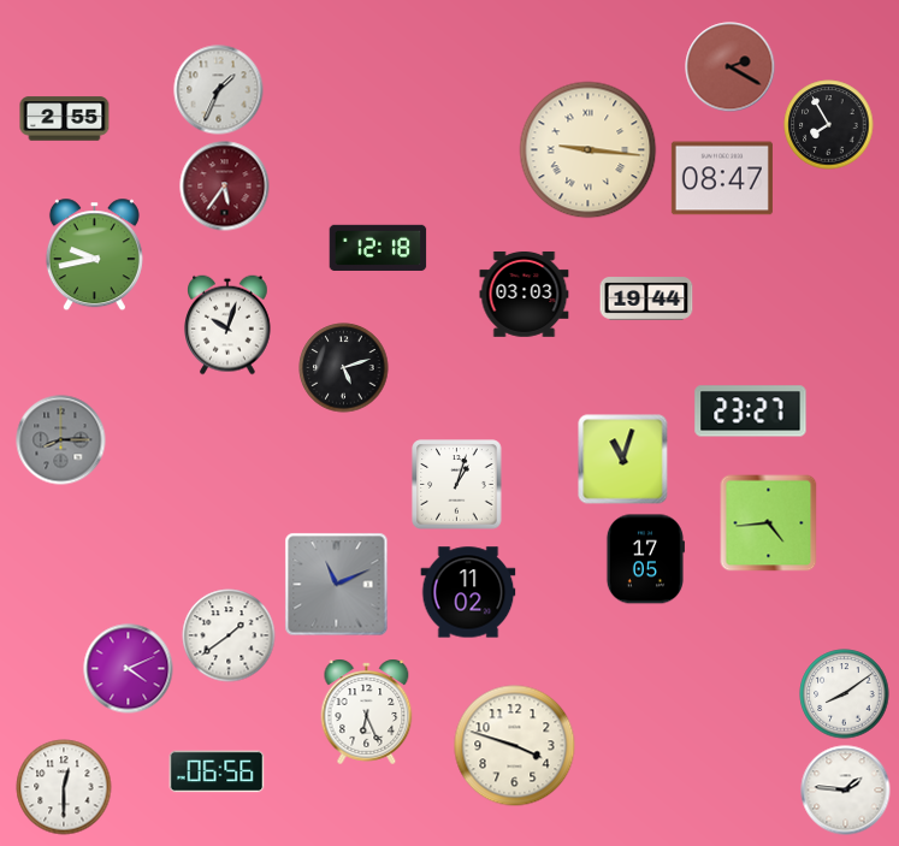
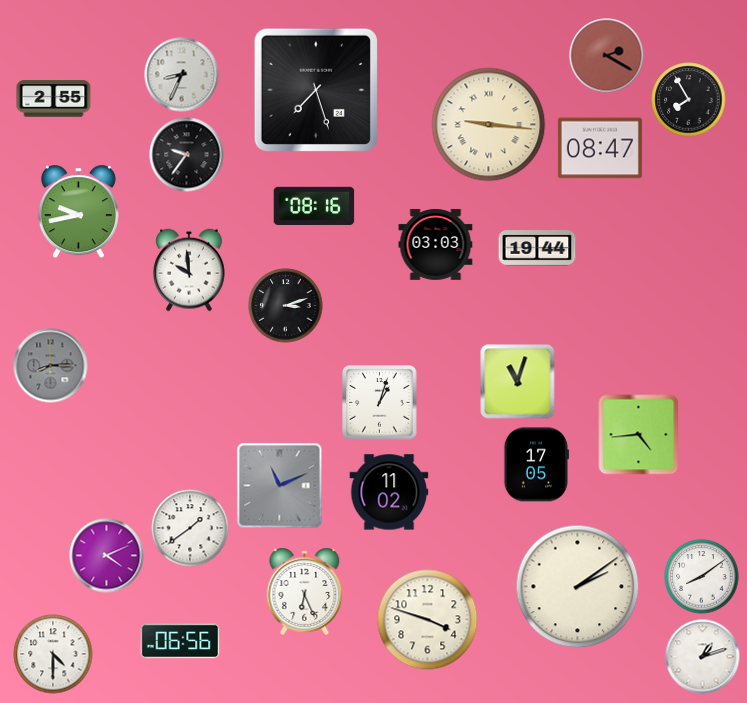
clock at (219, 90): 1:34 -> 8:34
clock at (315, 89): none -> 7:27
clock at (829, 125) position: (829, 125) -> (689, 100)
clock at (225, 187): 5:36 -> 9:36
clock at (225, 187) dial: burgundy -> black
clock at (378, 248): 12:18 -> 08:16
clock at (229, 325): 10:03 -> 9:59
clock at (344, 368): 5:12 -> 3:12
clock at (751, 412): 23:27 -> none
clock at (578, 587): none -> 2:09
clock at (64, 787): 12:30 -> 4:30
clock at (846, 791): 1:46 -> 1:12
